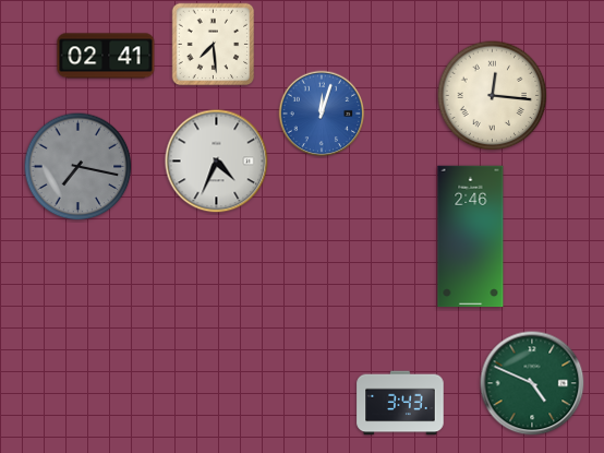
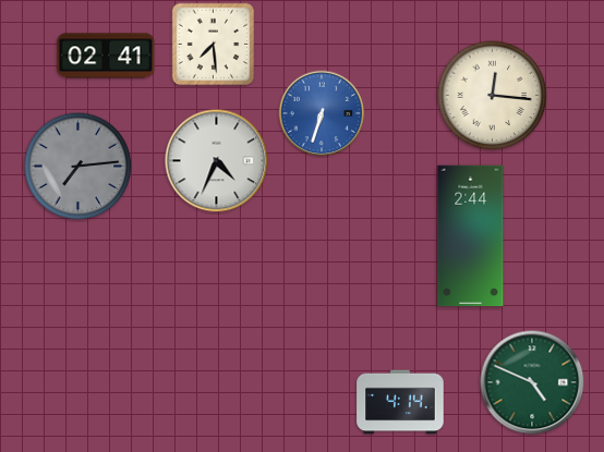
clock at (322, 114): 12:03 -> 6:33
clock at (78, 167): 7:17 -> 7:14
clock at (471, 237): 2:46 -> 2:44
clock at (400, 403): 3:43 -> 4:14
